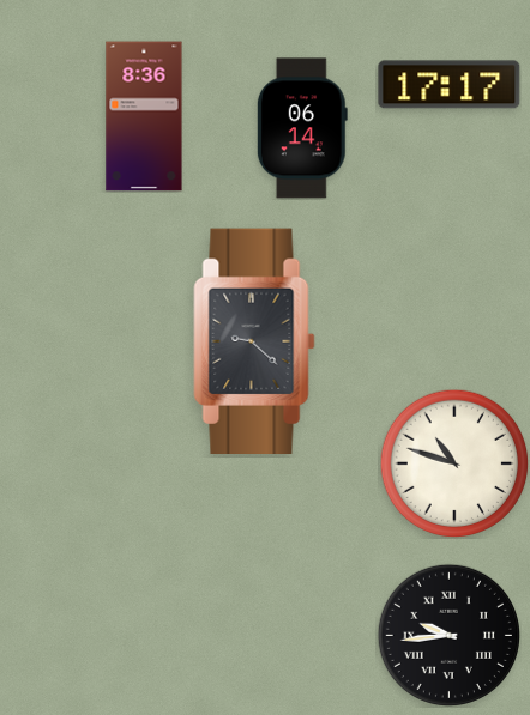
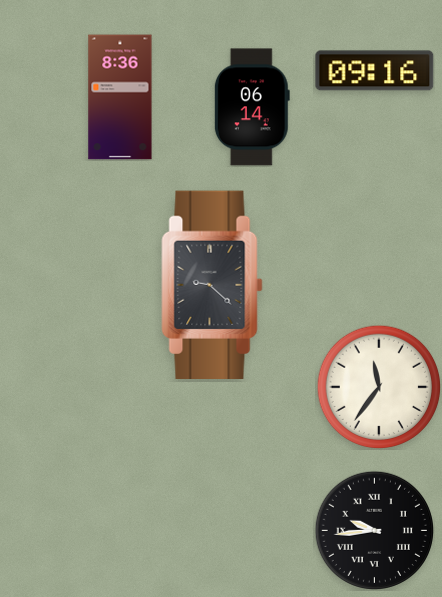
clock at (450, 85): 17:17 -> 09:16
clock at (454, 463): 10:48 -> 11:36
